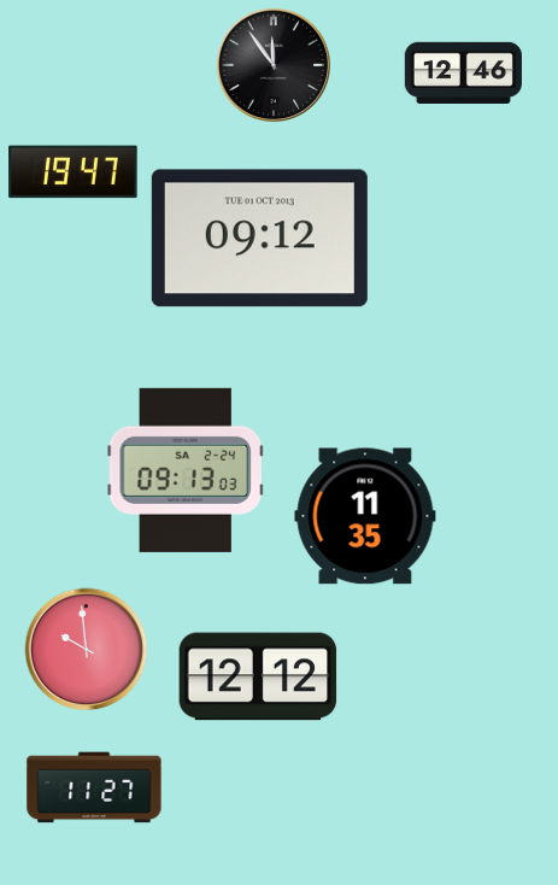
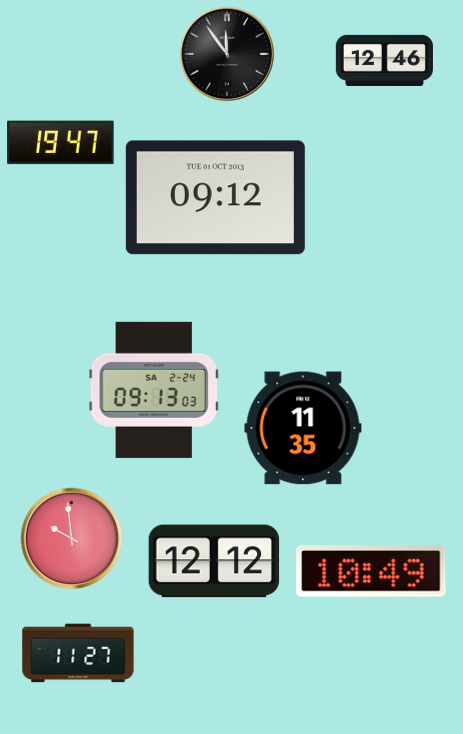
clock at (371, 571): none -> 10:49
